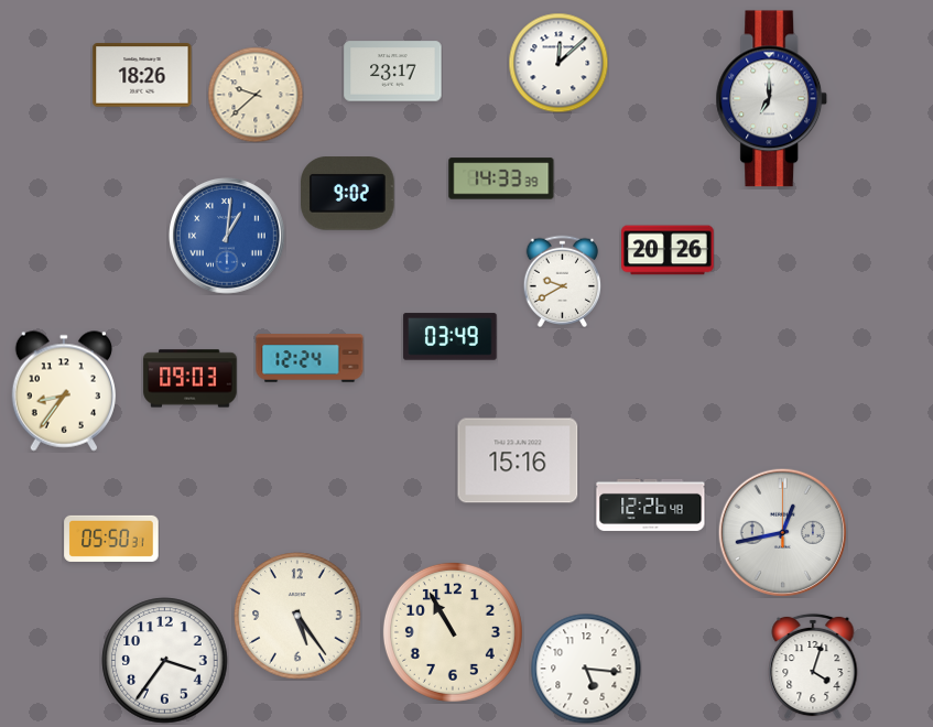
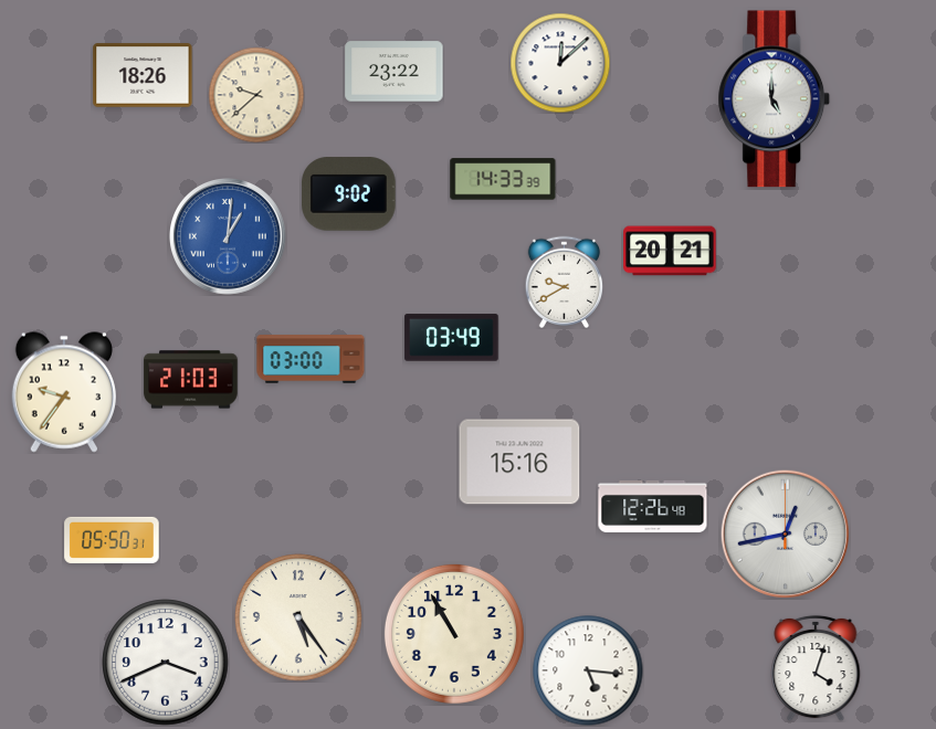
clock at (393, 72): 23:17 -> 23:22
clock at (772, 99): 7:00 -> 5:00
clock at (668, 250): 20:26 -> 20:21
clock at (310, 358): 12:24 -> 03:00
clock at (191, 379): 09:03 -> 21:03
clock at (63, 391): 8:36 -> 9:36
clock at (165, 661): 3:36 -> 3:41
